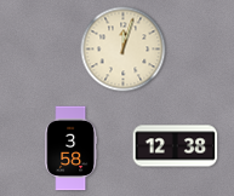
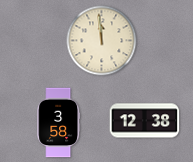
clock at (124, 50): 12:03 -> 11:59
